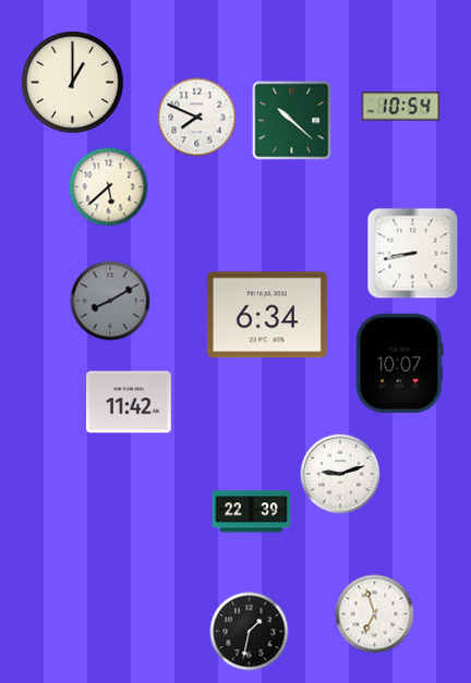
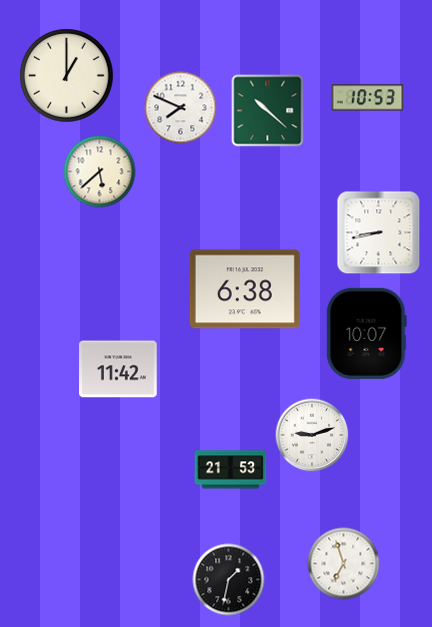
clock at (401, 107): 10:54 -> 10:53
clock at (110, 301): 8:10 -> none
clock at (267, 315): 6:34 -> 6:38
clock at (252, 512): 22:39 -> 21:53
